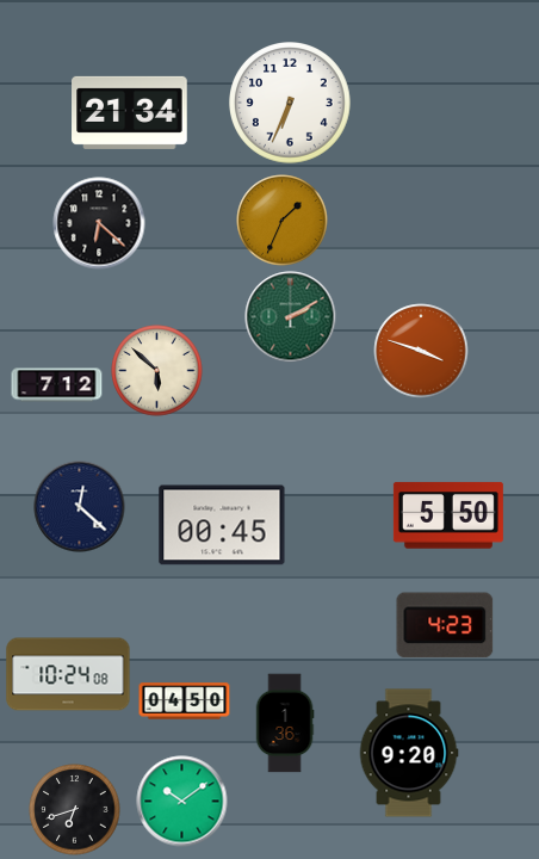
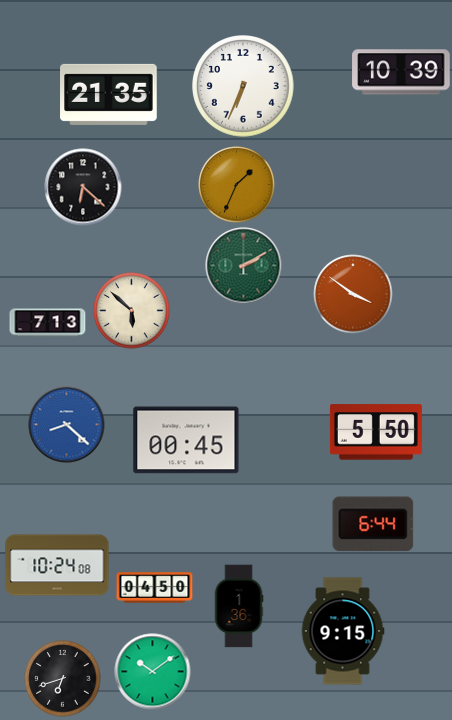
clock at (401, 72): none -> 10:39
clock at (130, 112): 21:34 -> 21:35
clock at (421, 351): 3:48 -> 3:51
clock at (57, 385): 7:12 -> 7:13
clock at (80, 507): 12:22 -> 8:22
clock at (80, 507) dial: navy -> blue
clock at (445, 625): 4:23 -> 6:44
clock at (409, 753): 9:20 -> 9:15
